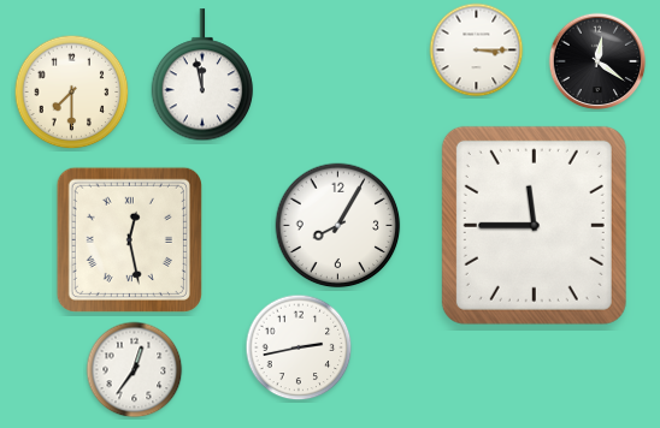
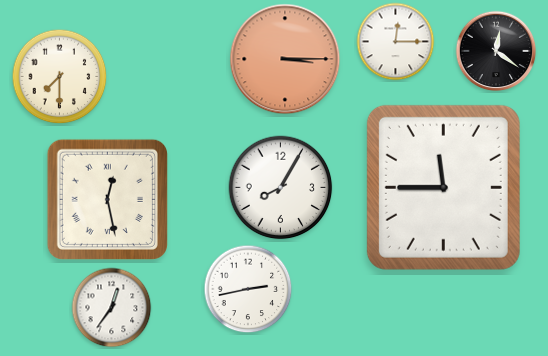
clock at (477, 50): 3:15 -> 12:15
clock at (285, 59): none -> 3:15
clock at (202, 76): 11:58 -> none
